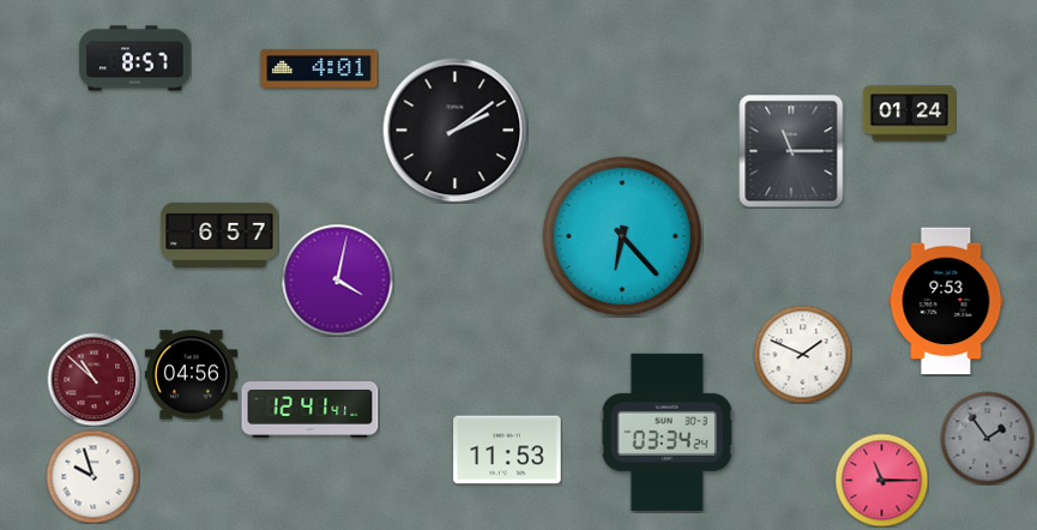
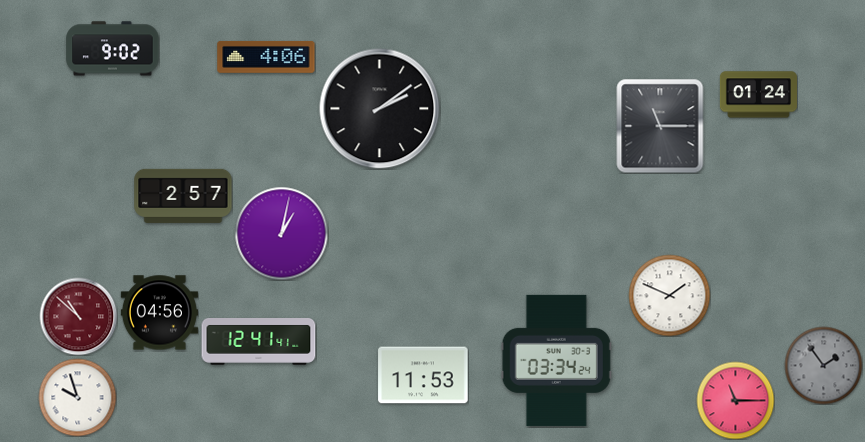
clock at (135, 59): 8:57 -> 9:02
clock at (319, 68): 4:01 -> 4:06
clock at (219, 235): 6:57 -> 2:57
clock at (621, 235): 6:23 -> none
clock at (337, 279): 4:02 -> 1:02
clock at (946, 301): 9:53 -> none
